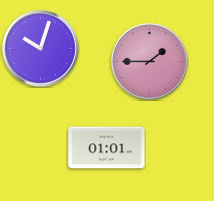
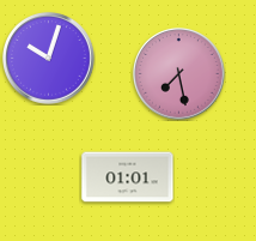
clock at (150, 62): 1:45 -> 7:28
